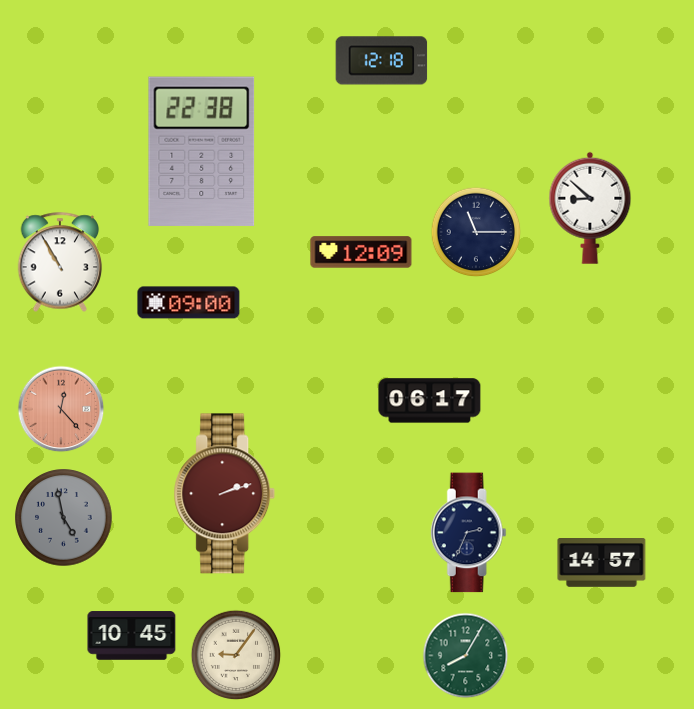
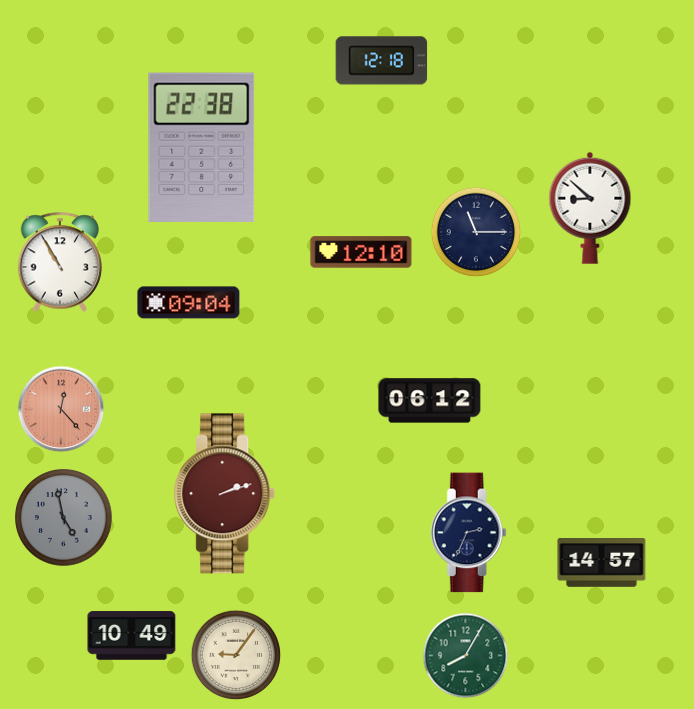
clock at (202, 151) position: (202, 151) -> (202, 147)
clock at (361, 252): 12:09 -> 12:10
clock at (189, 303): 09:00 -> 09:04
clock at (430, 401): 06:17 -> 06:12
clock at (132, 636): 10:45 -> 10:49
